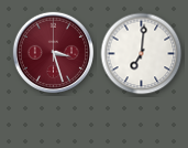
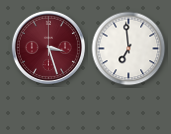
clock at (142, 54): 7:01 -> 6:59
